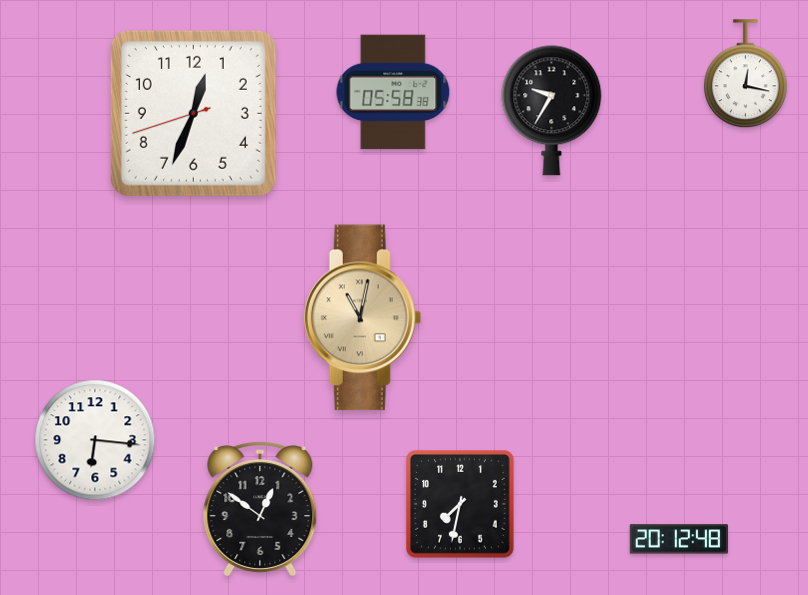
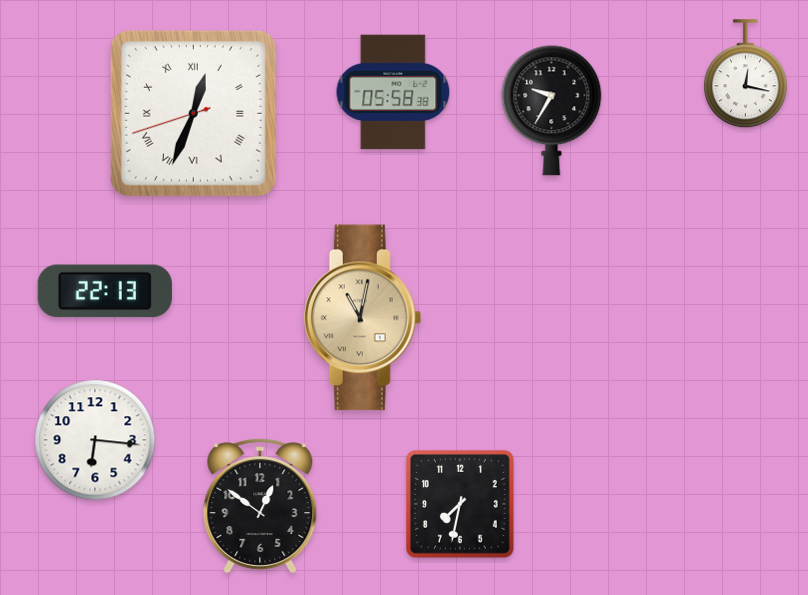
clock at (193, 113) numerals: Arabic -> Roman
clock at (105, 291): none -> 22:13
clock at (260, 509) position: (260, 509) -> (260, 506)
clock at (679, 539): 20:12 -> none
